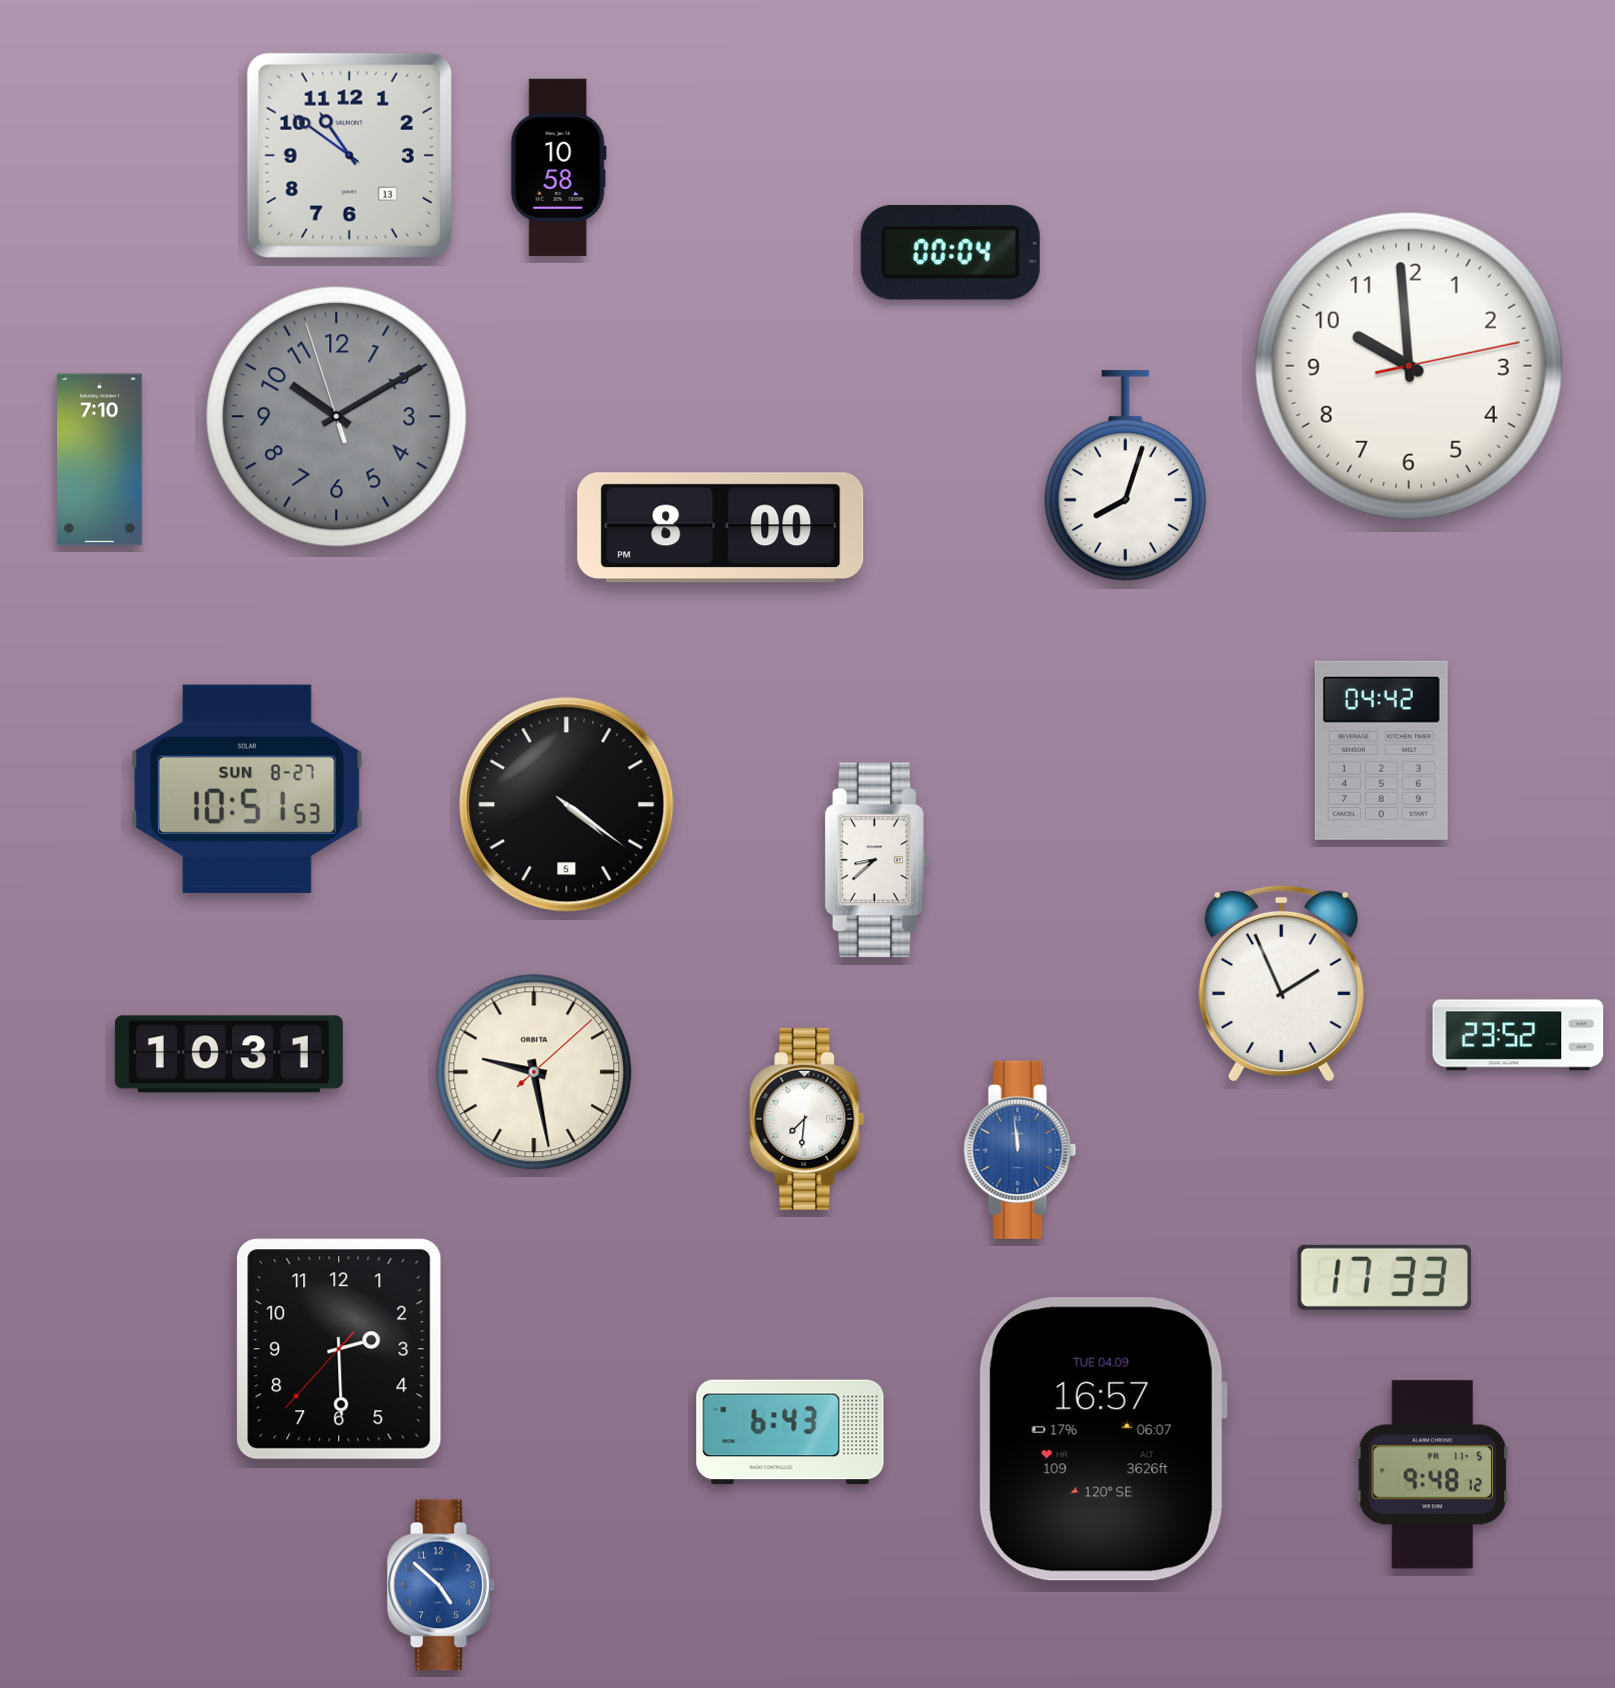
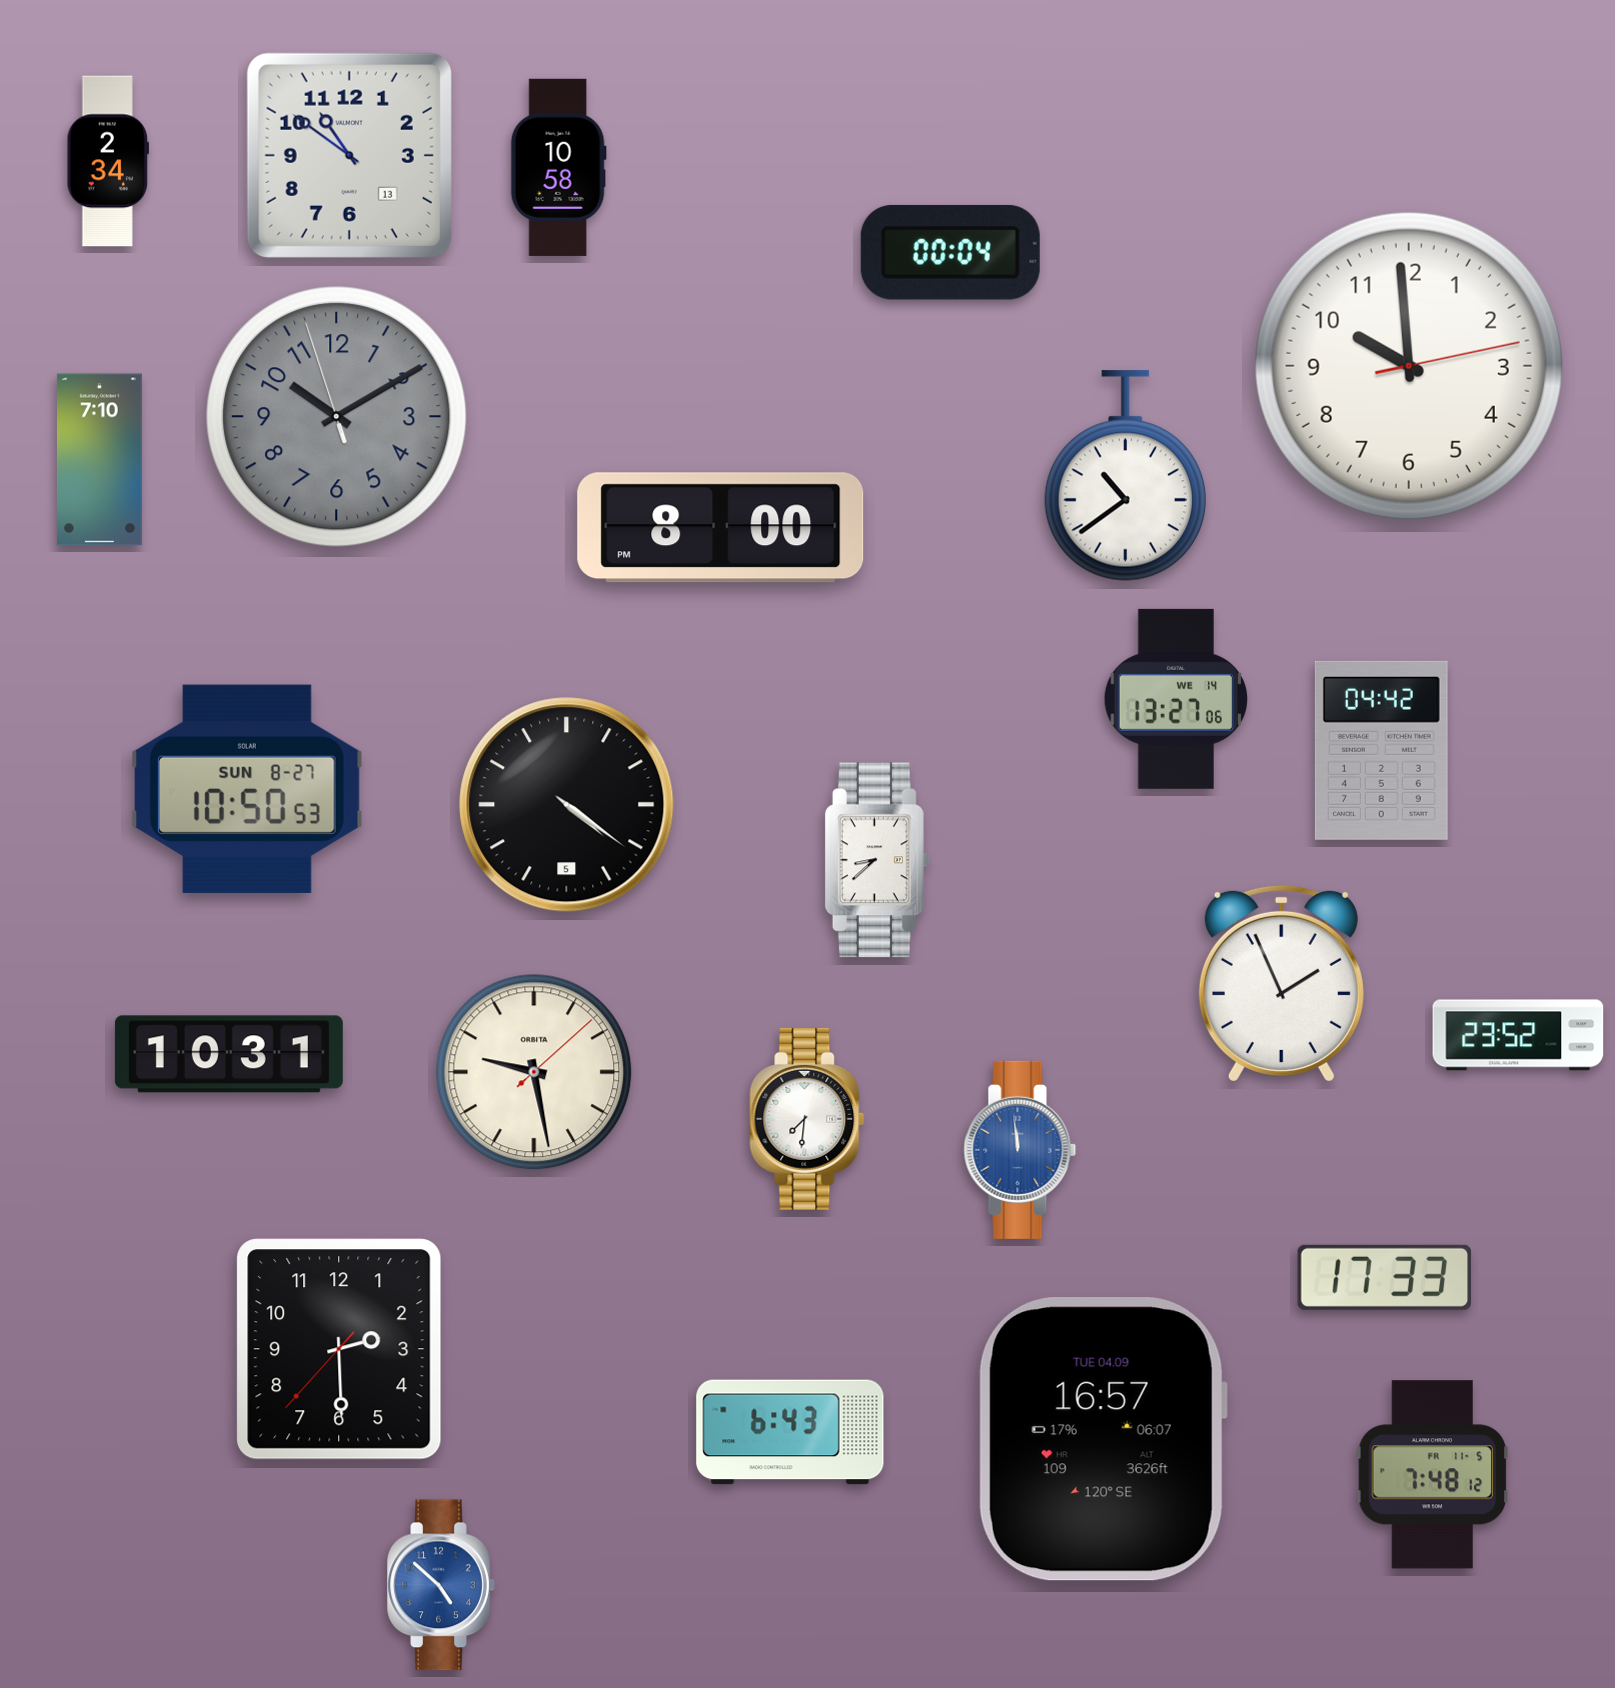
clock at (107, 161): none -> 2:34
clock at (1125, 476): 8:03 -> 10:39
clock at (1176, 699): none -> 13:27
clock at (248, 789): 10:51 -> 10:50
clock at (1433, 1475): 9:48 -> 7:48
